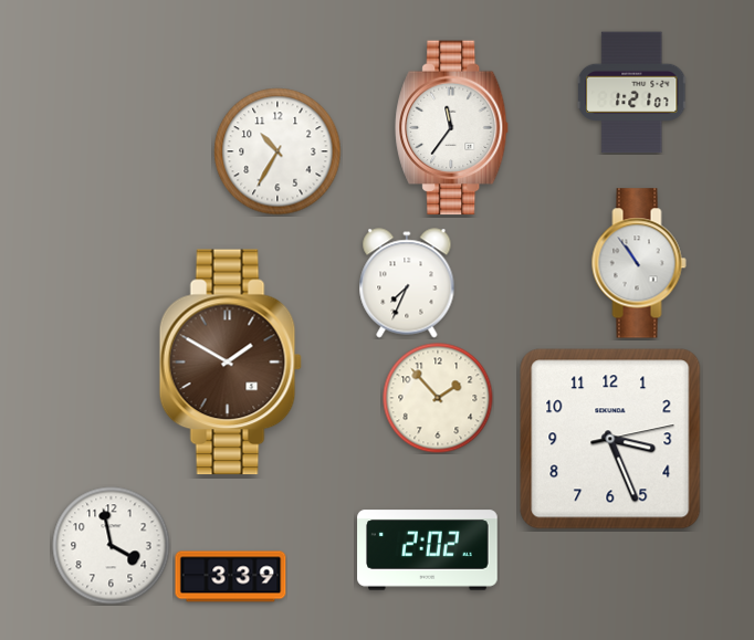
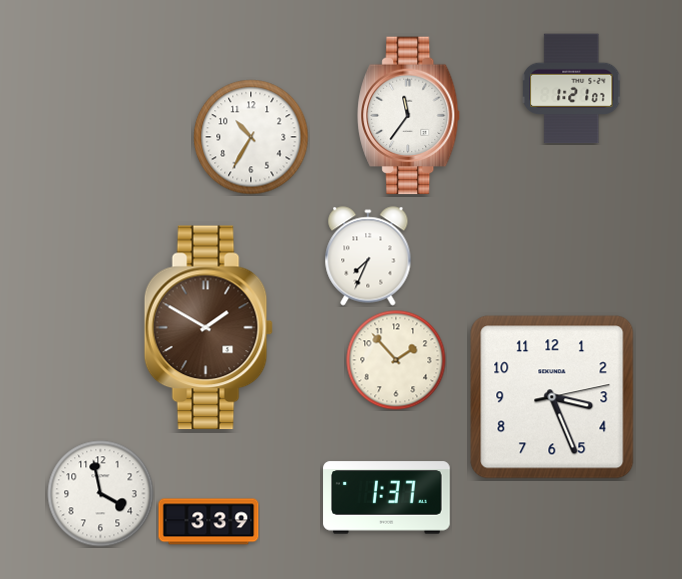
clock at (632, 93) position: (632, 93) -> (572, 89)
clock at (639, 263): 10:54 -> none
clock at (428, 550): 2:02 -> 1:37
